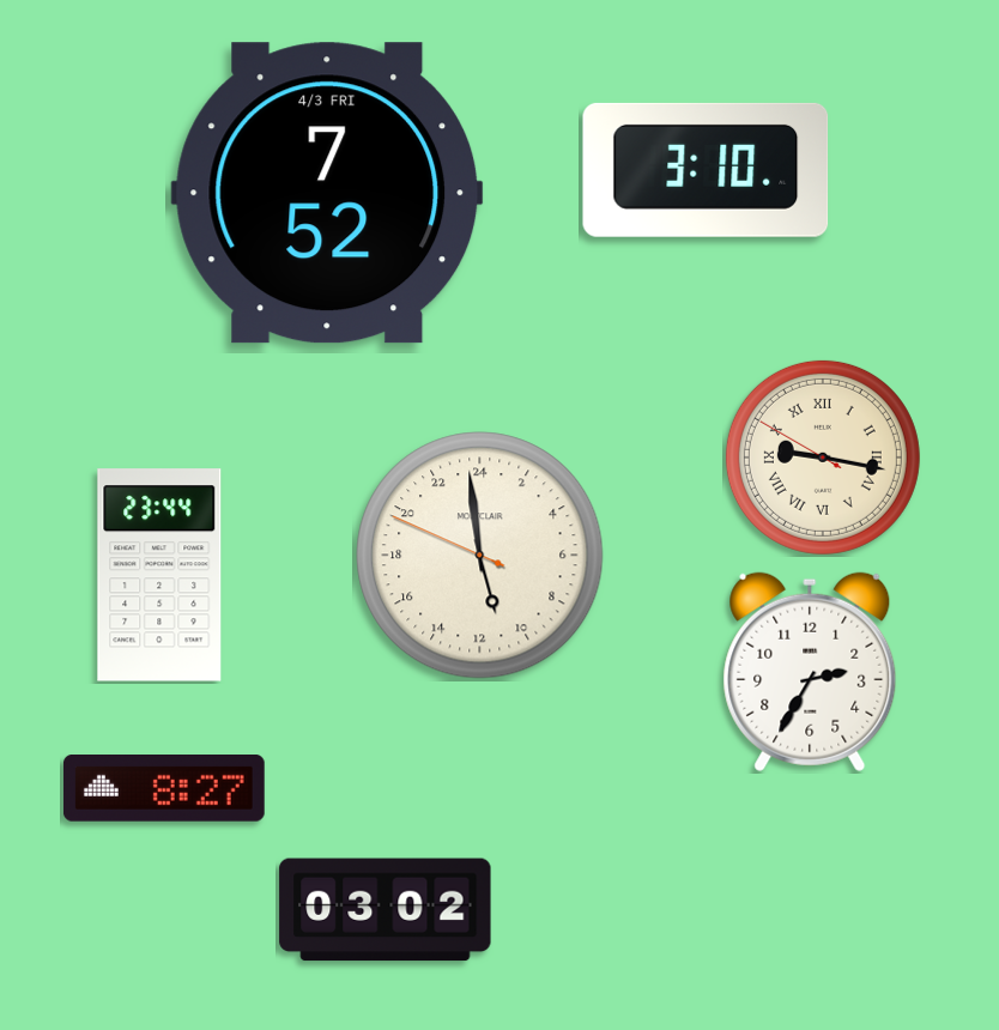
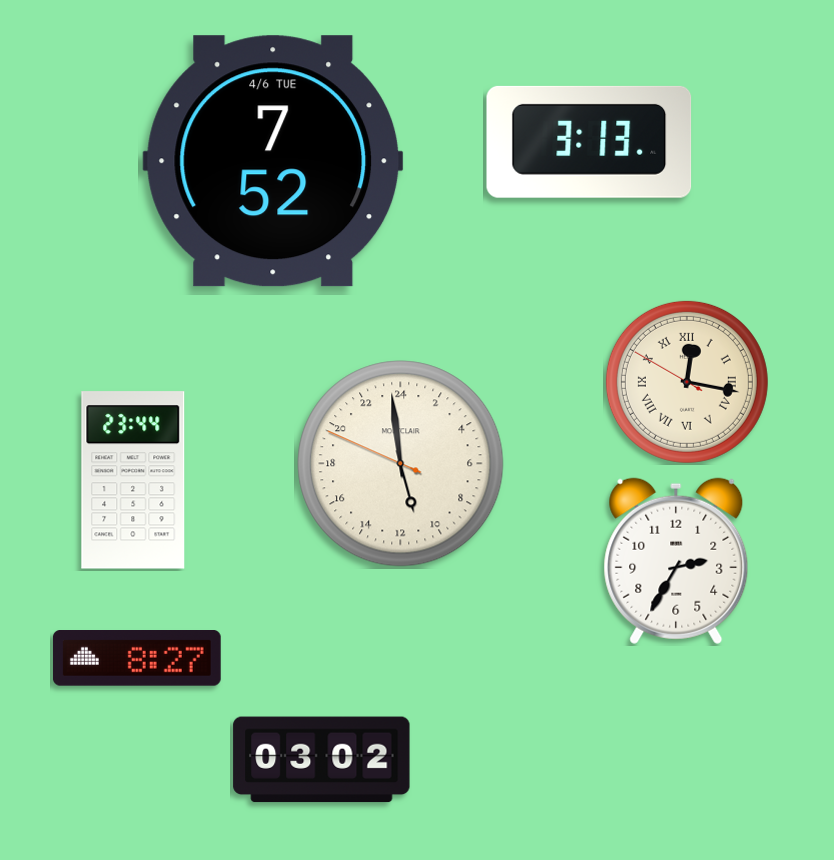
clock at (706, 170): 3:10 -> 3:13
clock at (327, 193) date: 4/3 FRI -> 4/6 TUE
clock at (823, 458): 9:16 -> 12:16
